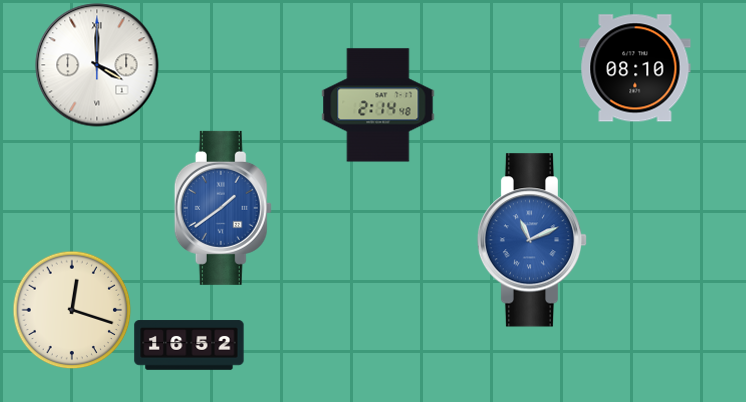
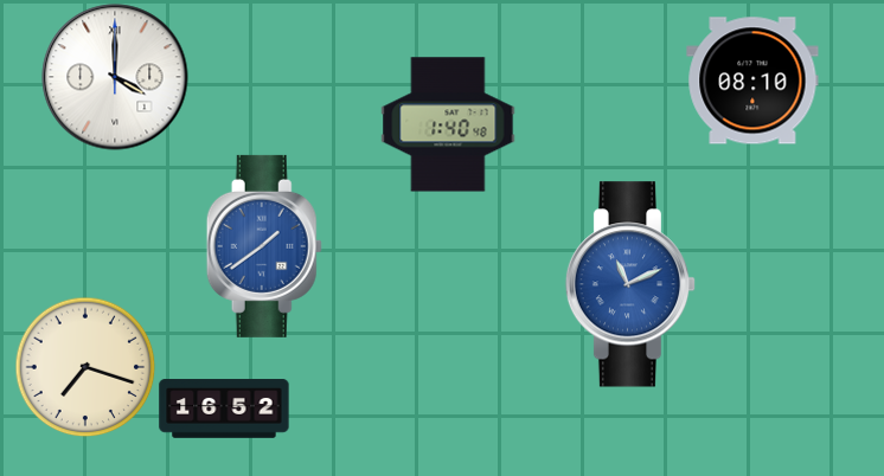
clock at (378, 105): 2:14 -> 1:40
clock at (72, 310): 12:18 -> 7:18
